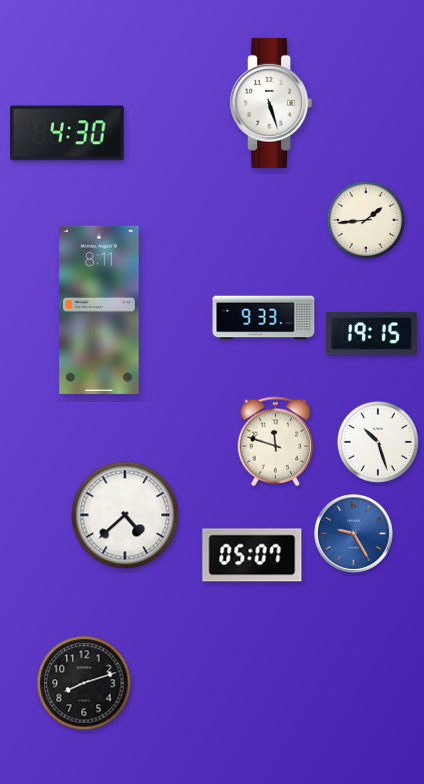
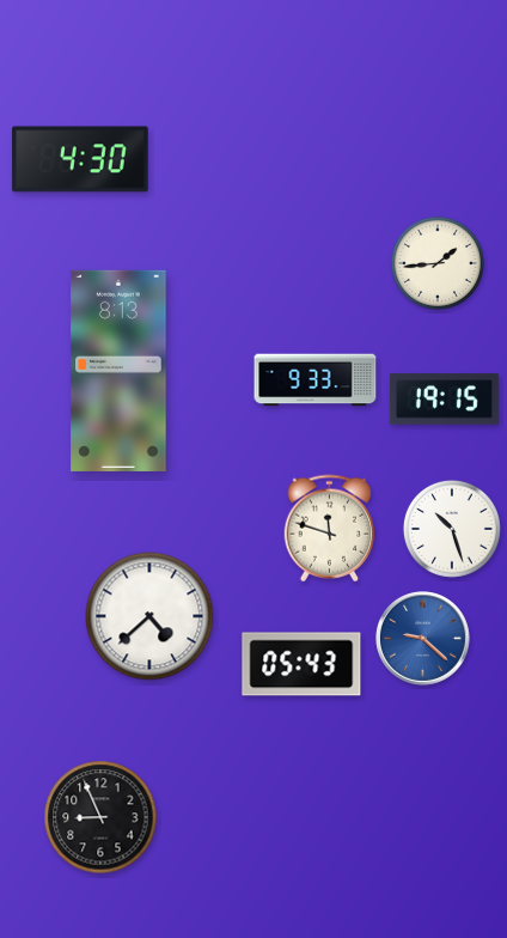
clock at (271, 103): 5:27 -> none
clock at (99, 310): 8:11 -> 8:13
clock at (354, 534): 9:25 -> 9:22
clock at (252, 555): 05:07 -> 05:43
clock at (84, 683): 8:12 -> 8:56
